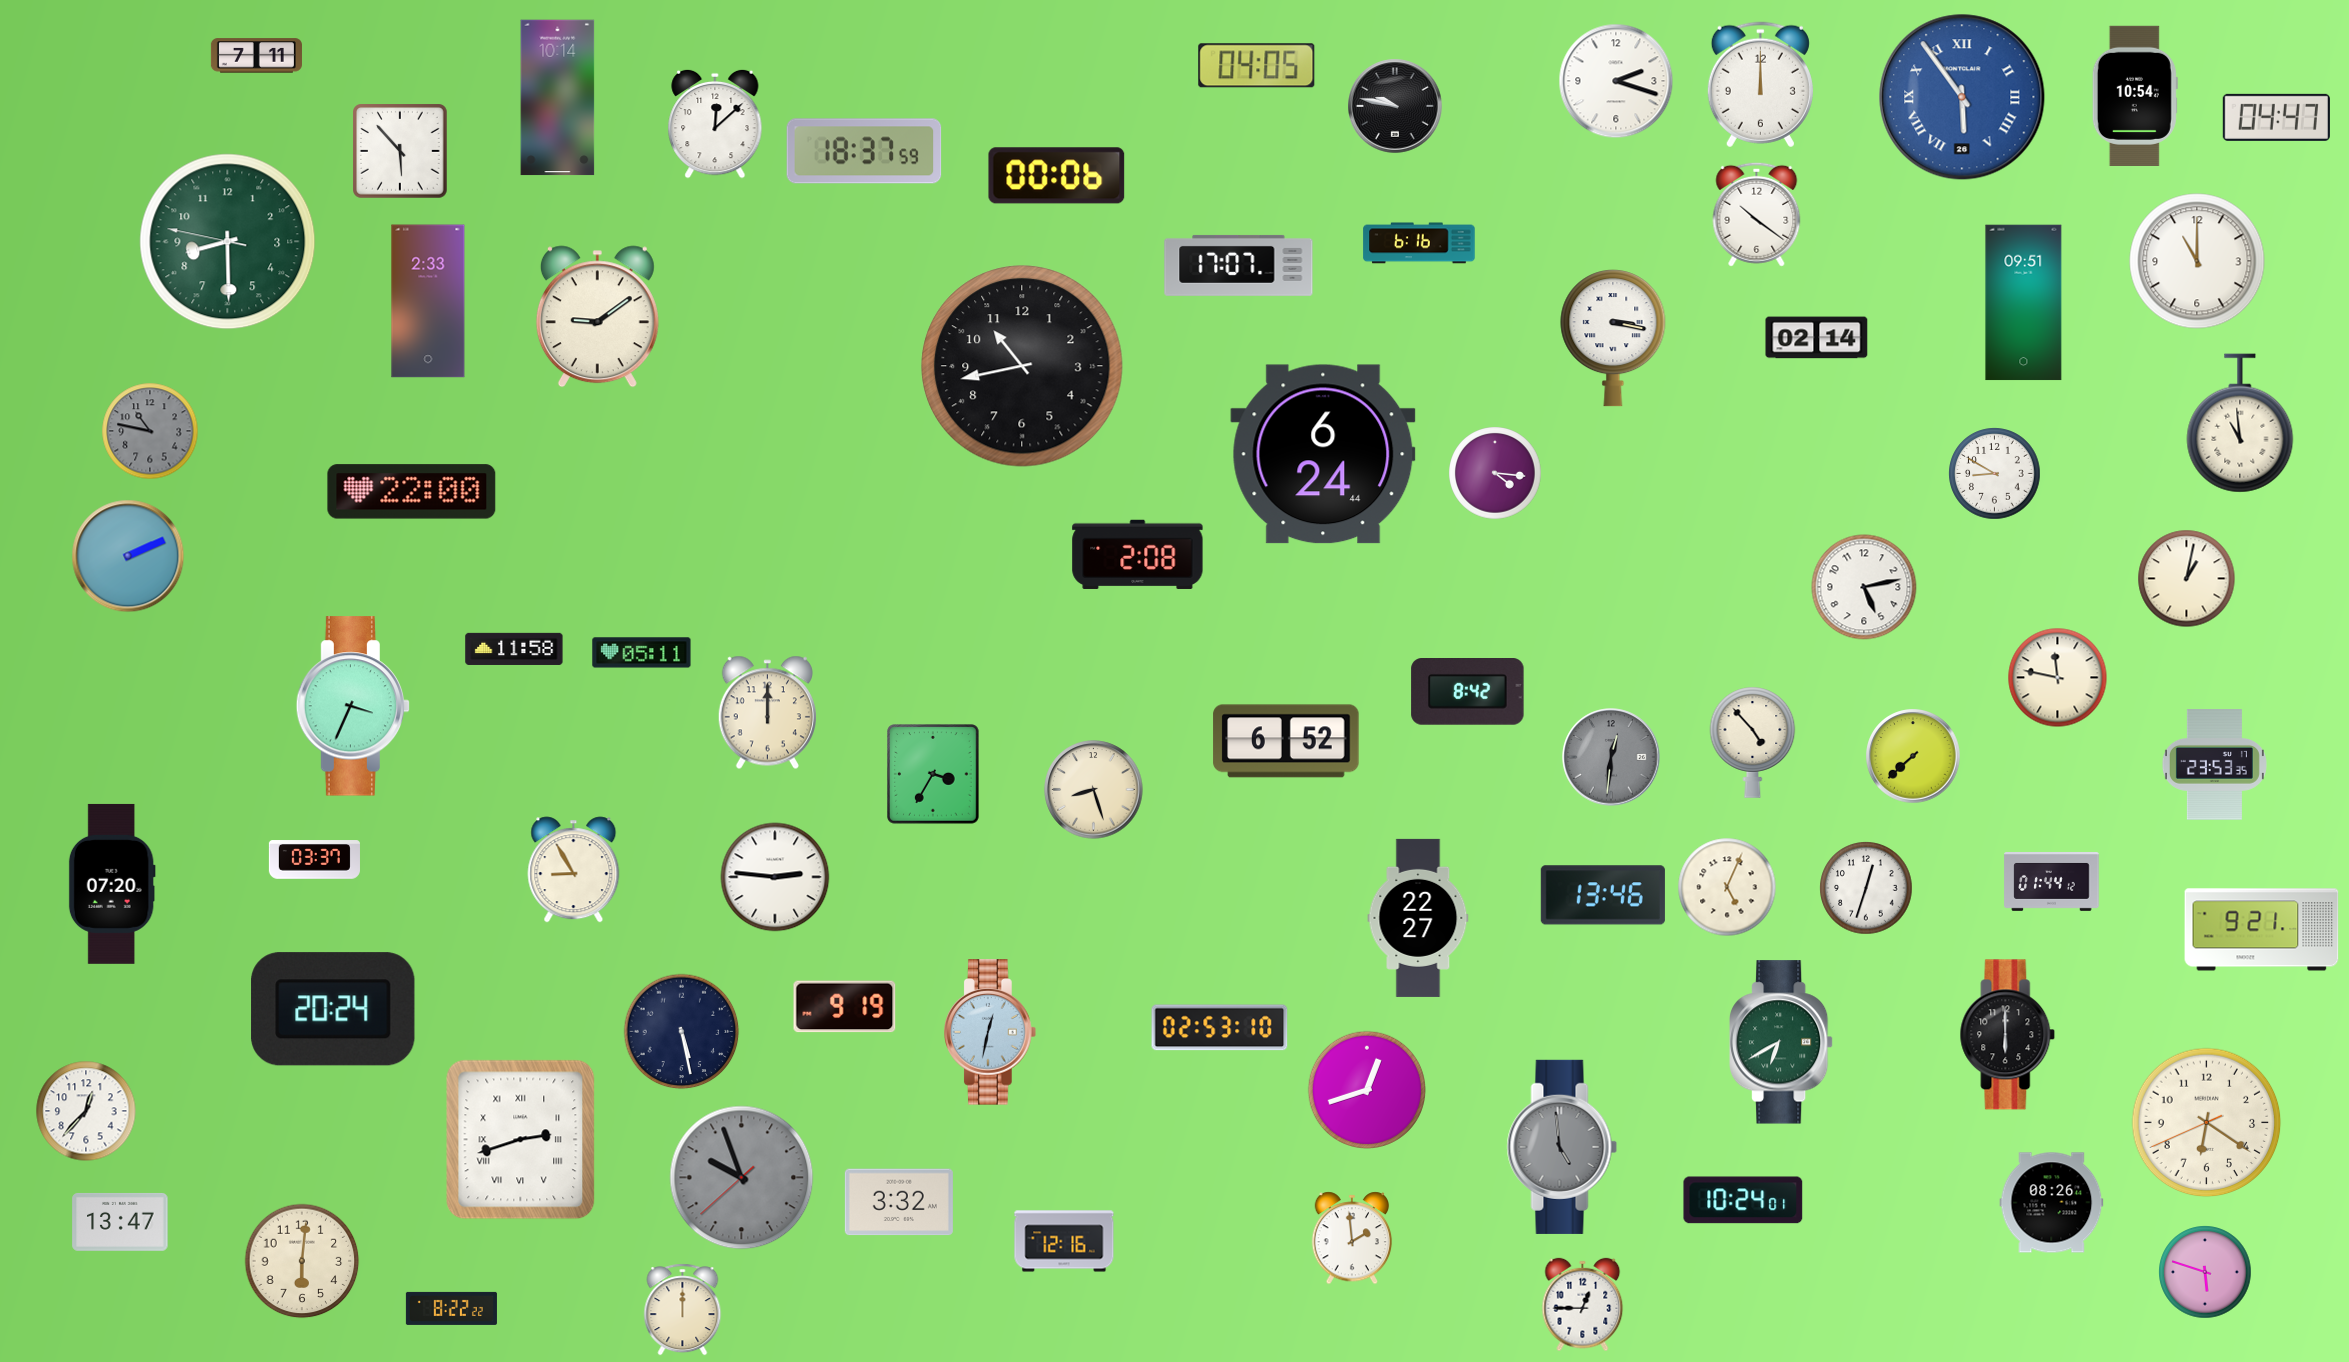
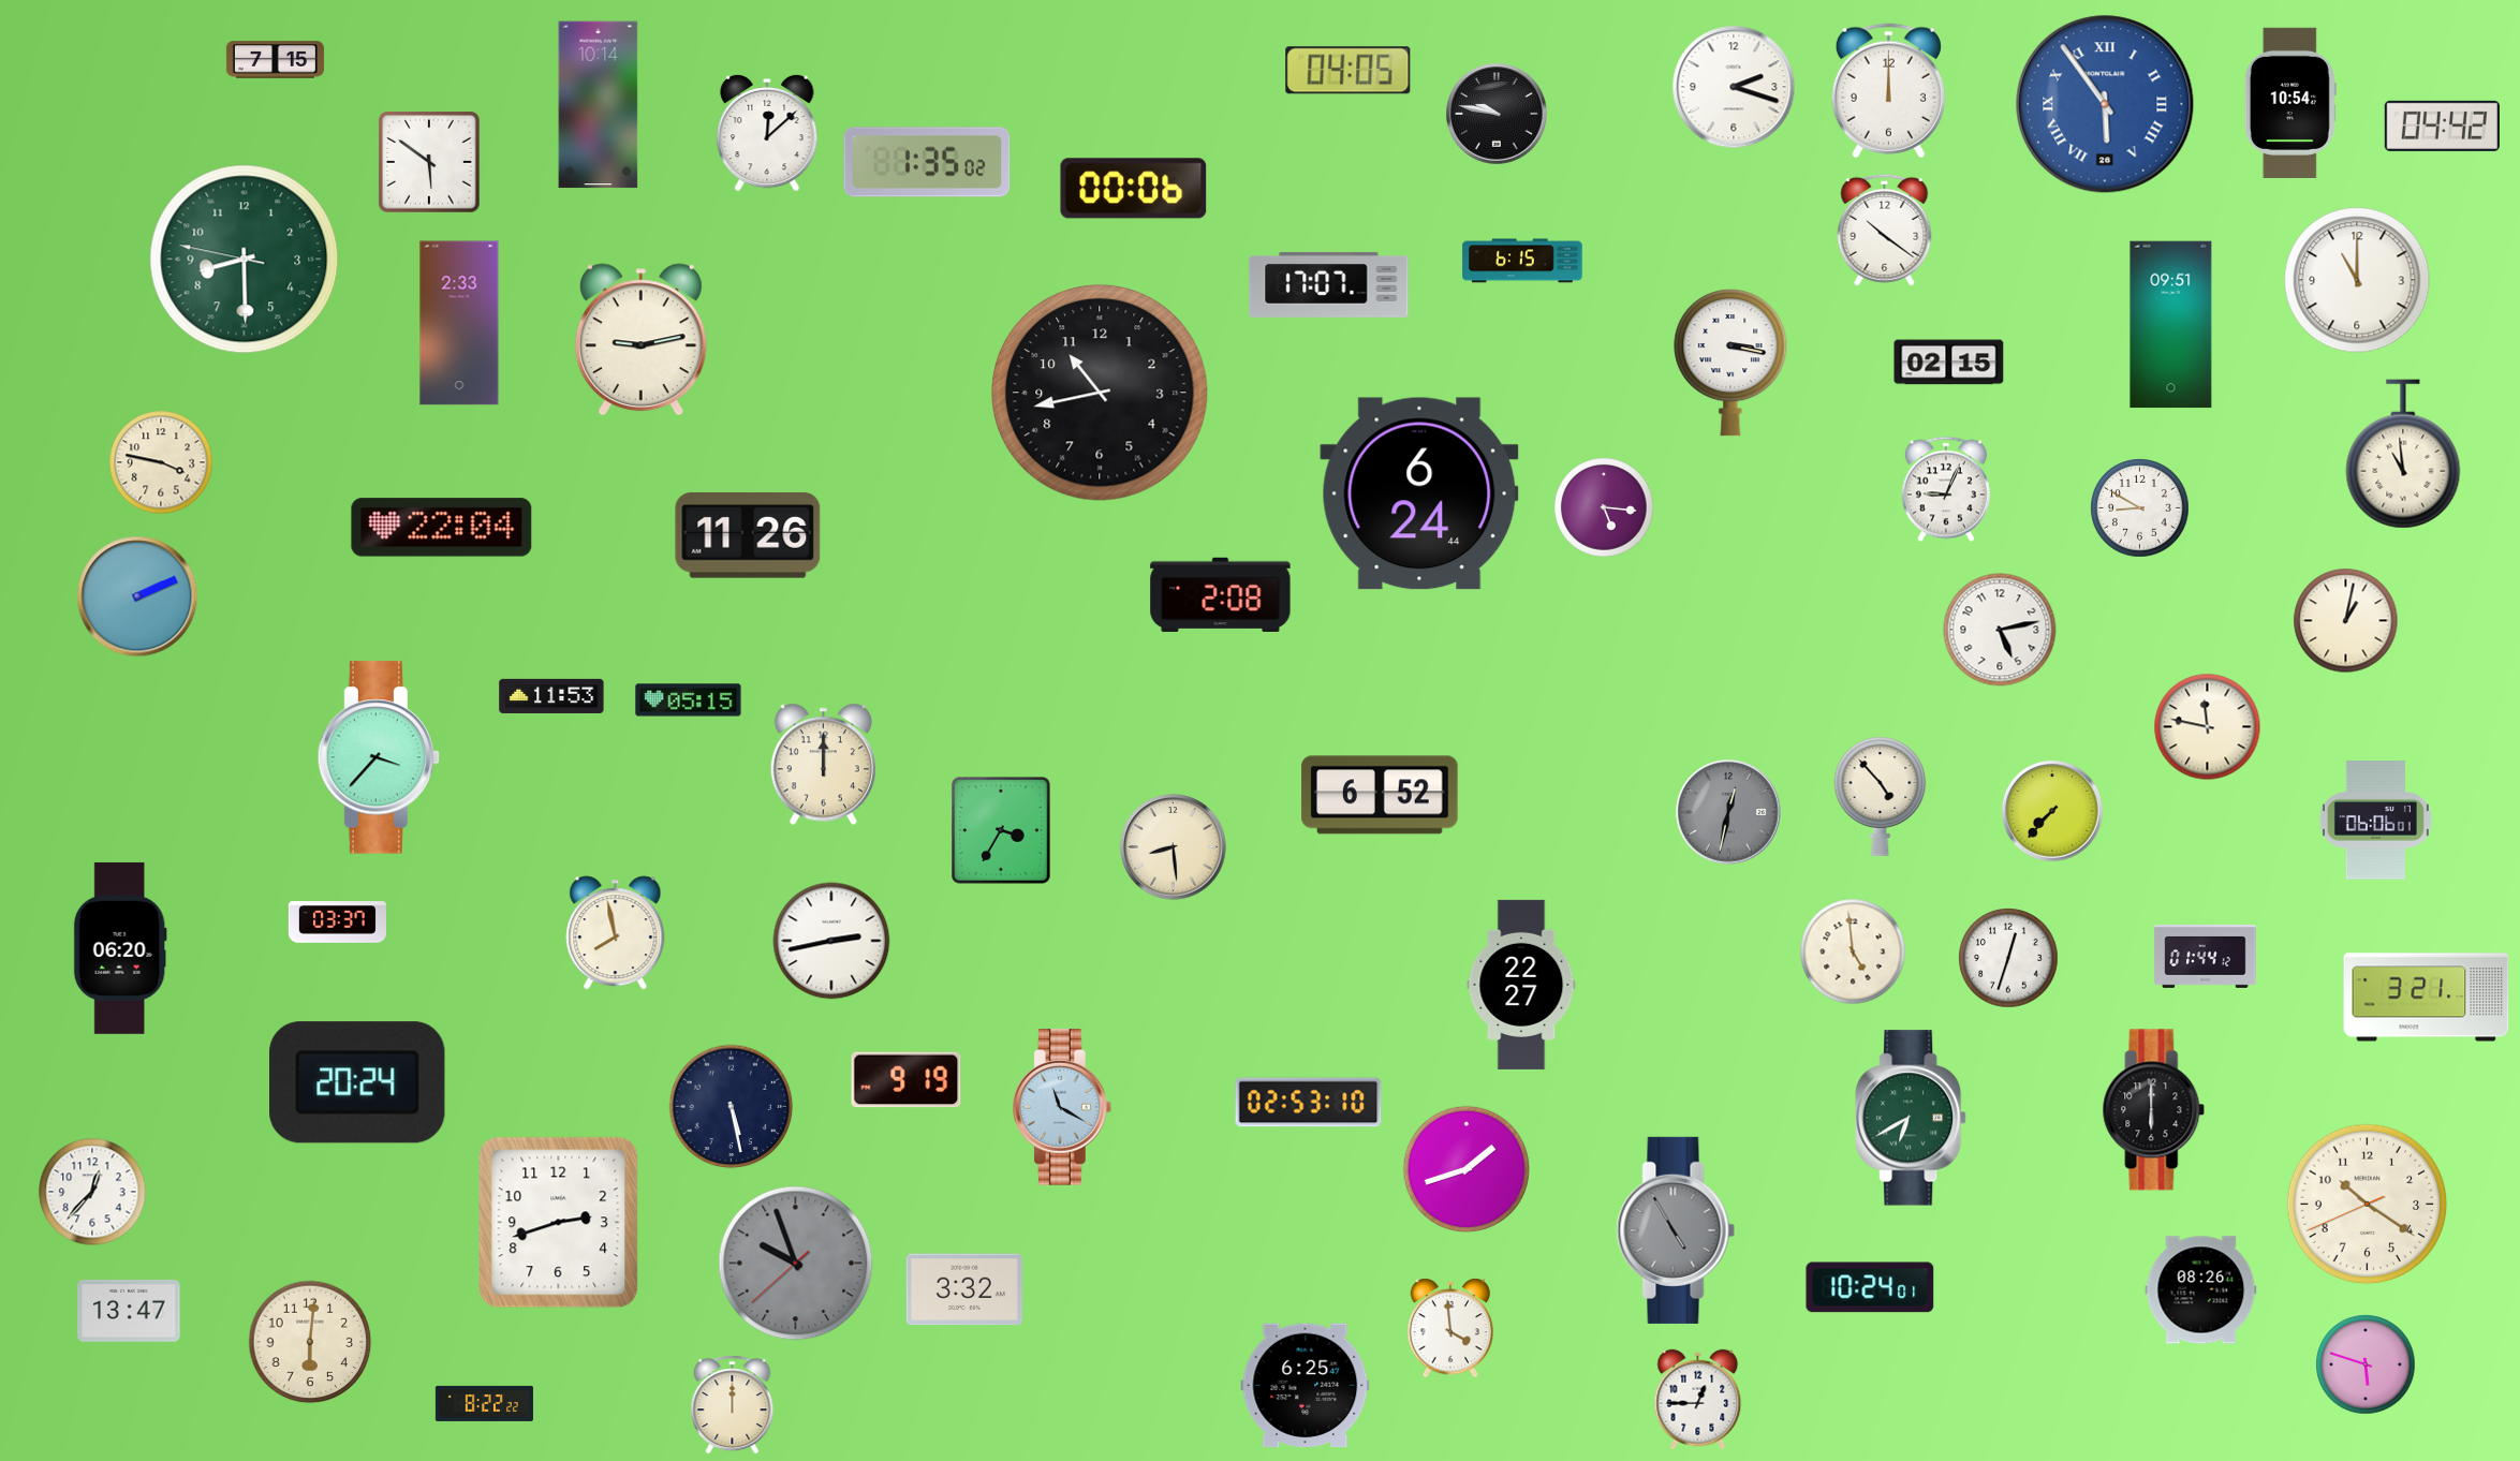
clock at (256, 56): 7:11 -> 7:15
clock at (2276, 117): 04:47 -> 04:42
clock at (864, 151): 18:37 -> 1:35
clock at (401, 152): 5:53 -> 5:51
clock at (1419, 243): 6:16 -> 6:15
clock at (597, 317): 9:09 -> 9:13
clock at (1817, 338): 02:14 -> 02:15
clock at (1022, 366) position: (1022, 366) -> (1100, 393)
clock at (150, 431): 10:47 -> 3:47
clock at (150, 431) dial: grey -> cream
clock at (1323, 454) position: (1323, 454) -> (1419, 493)
clock at (1946, 489): none -> 9:04
clock at (1495, 473): 4:16 -> 5:16
clock at (412, 492): 22:00 -> 22:04
clock at (748, 536): none -> 11:26
clock at (514, 649): 11:58 -> 11:53
clock at (642, 653): 05:11 -> 05:15
clock at (1468, 692): 8:42 -> none
clock at (353, 706): 3:34 -> 3:37
clock at (1913, 756): 7:38 -> 7:37
clock at (1611, 757): 12:31 -> 12:32
clock at (2214, 765): 23:53 -> 06:06
clock at (1094, 790): 8:27 -> 8:29
clock at (574, 870): 8:55 -> 7:58
clock at (775, 877): 2:46 -> 2:43
clock at (2052, 882) position: (2052, 882) -> (2206, 957)
clock at (112, 884): 07:20 -> 06:20
clock at (1727, 887): 5:04 -> 4:59
clock at (1866, 888) position: (1866, 888) -> (2008, 958)
clock at (1603, 895): 13:46 -> none
clock at (2262, 930): 9:21 -> 3:21
clock at (991, 1032): 12:32 -> 11:20
clock at (1366, 1089): 12:42 -> 1:42
clock at (2207, 1123): 6:20 -> 10:20
clock at (521, 1140) numerals: Roman -> Arabic
clock at (1562, 1147): 4:59 -> 4:55
clock at (1352, 1238): 1:59 -> 3:59
clock at (1064, 1241): 12:16 -> none
clock at (302, 1261) position: (302, 1261) -> (310, 1342)
clock at (1306, 1386): none -> 6:25
